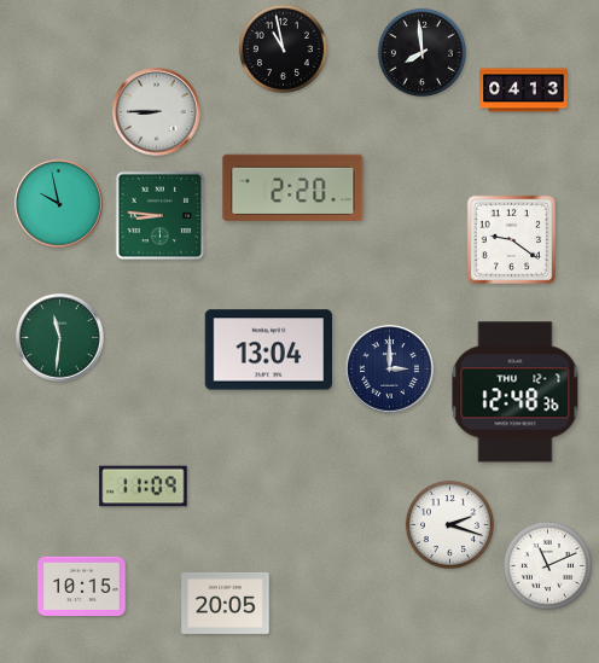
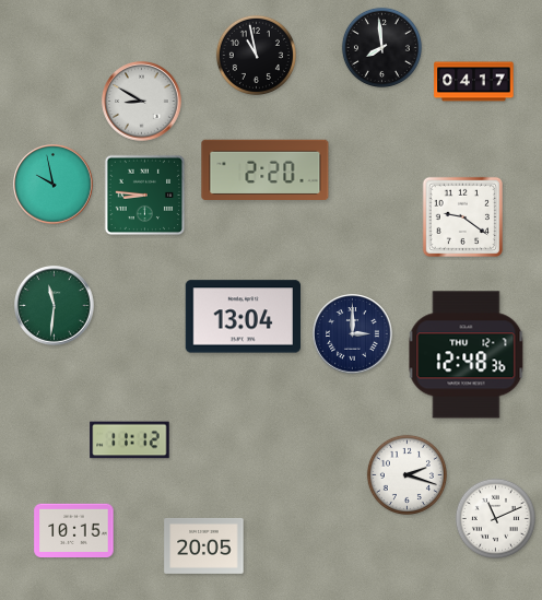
clock at (283, 48) position: (283, 48) -> (256, 55)
clock at (524, 91): 04:13 -> 04:17
clock at (157, 112): 8:45 -> 8:50
clock at (144, 487): 11:09 -> 11:12
clock at (547, 565) position: (547, 565) -> (495, 518)
